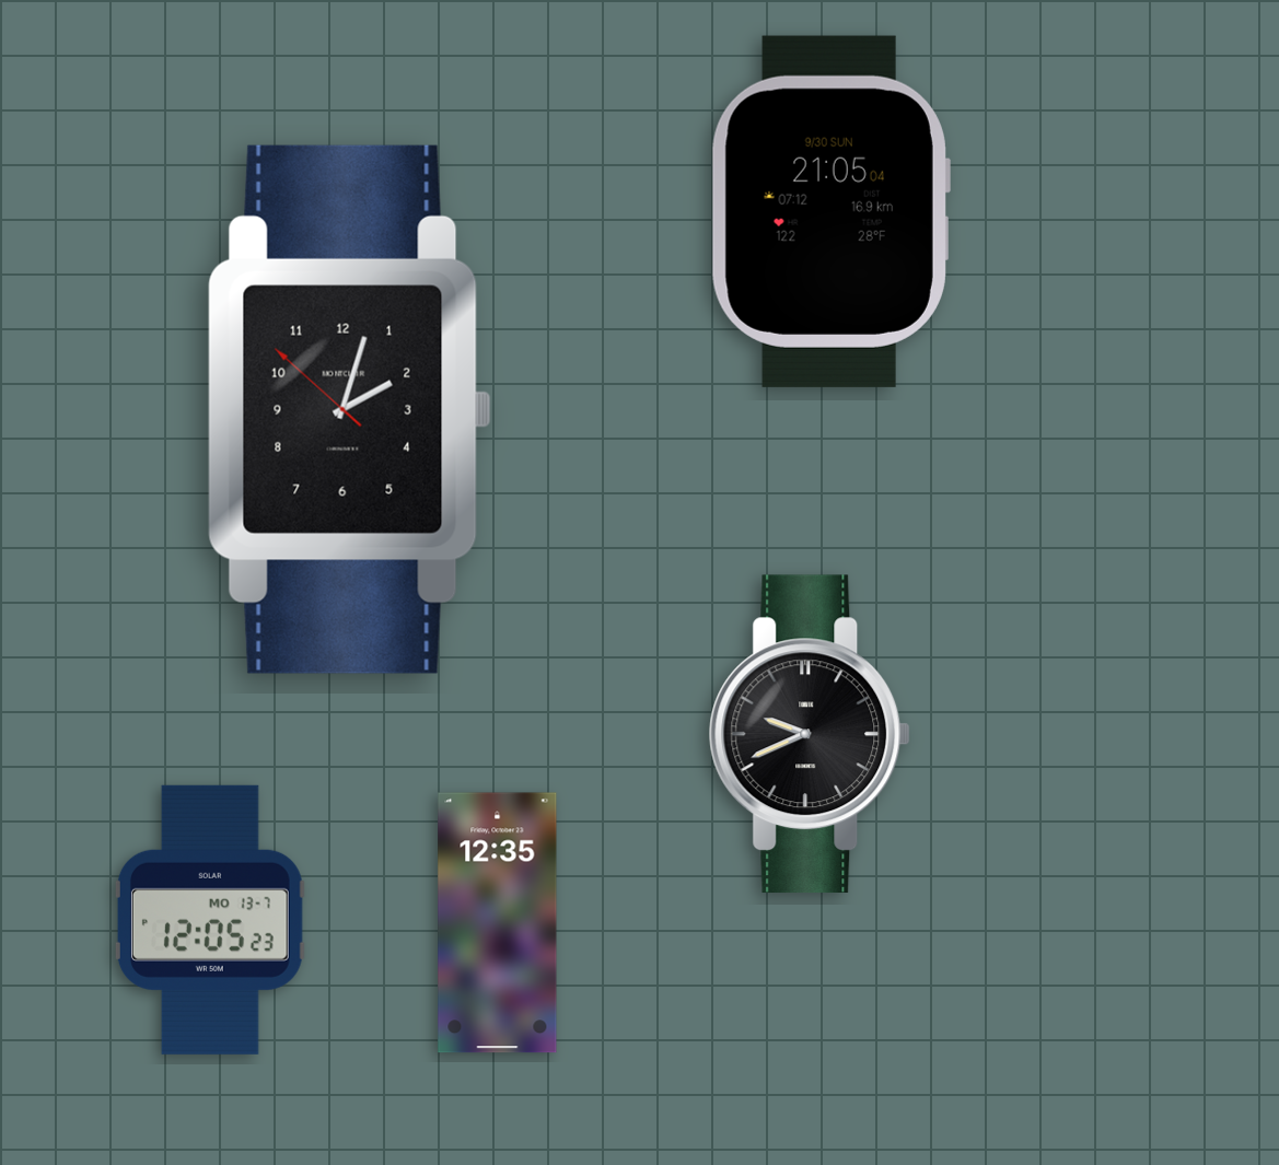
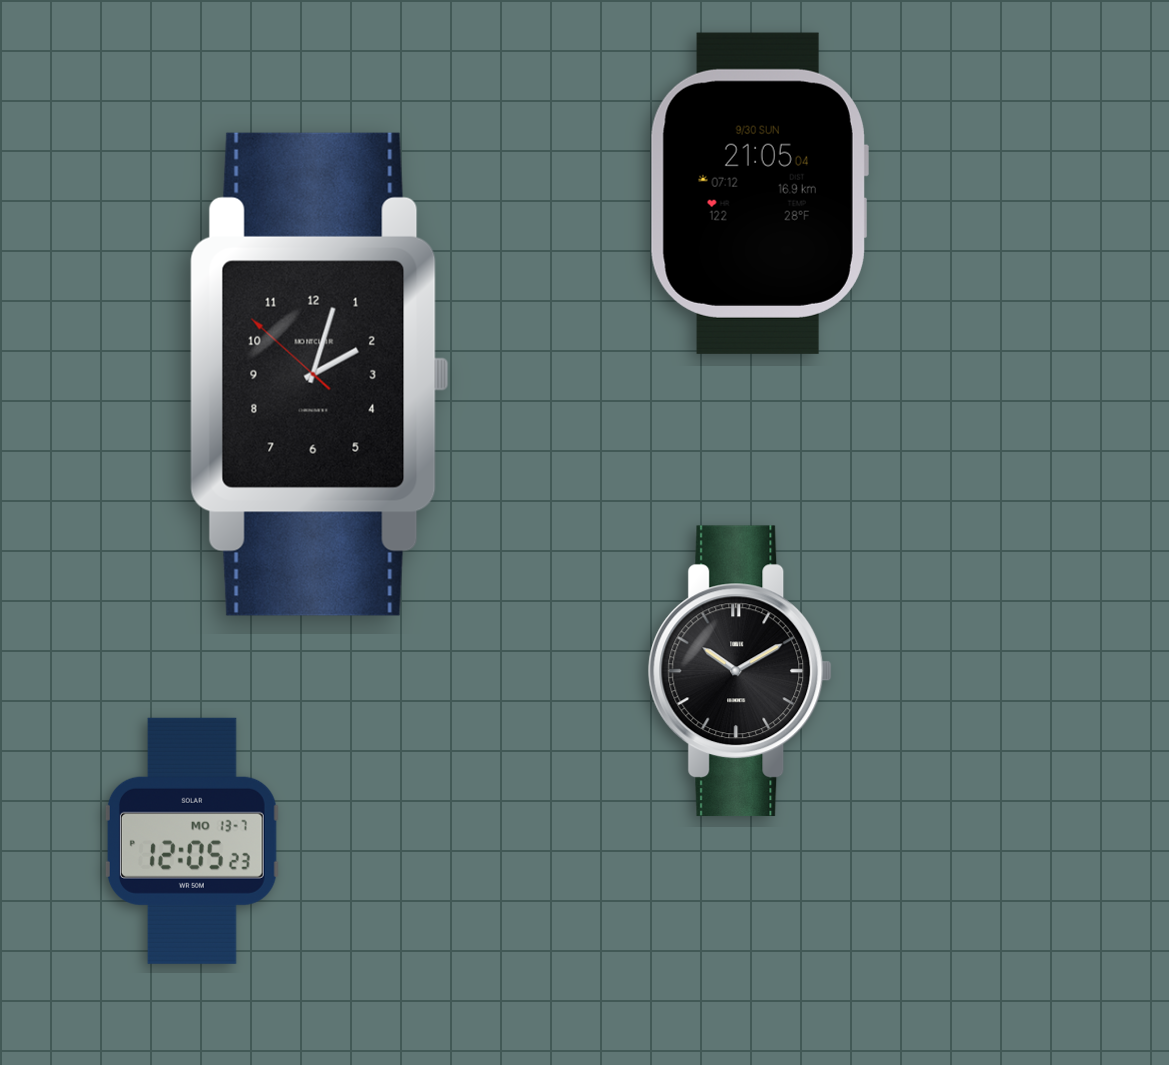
clock at (810, 734): 9:41 -> 10:10
clock at (498, 923): 12:35 -> none
